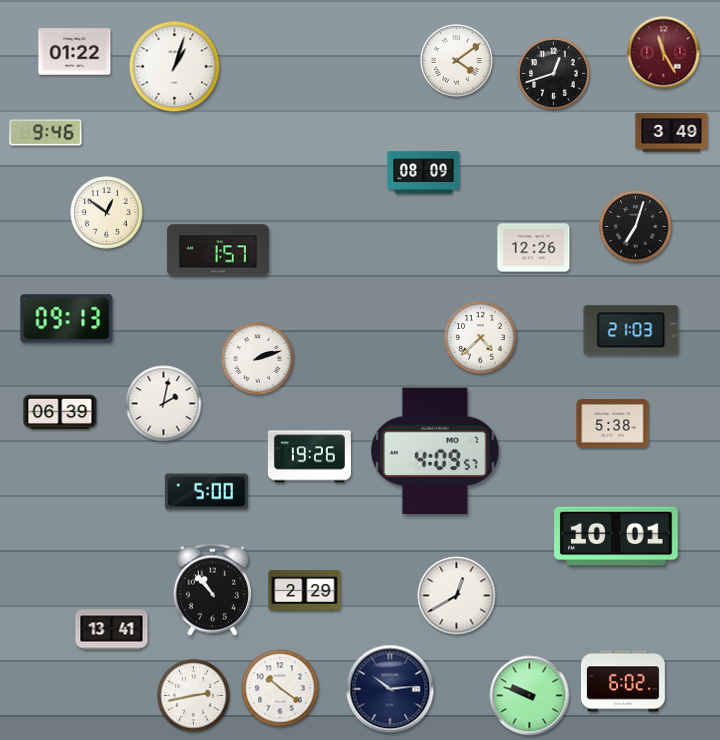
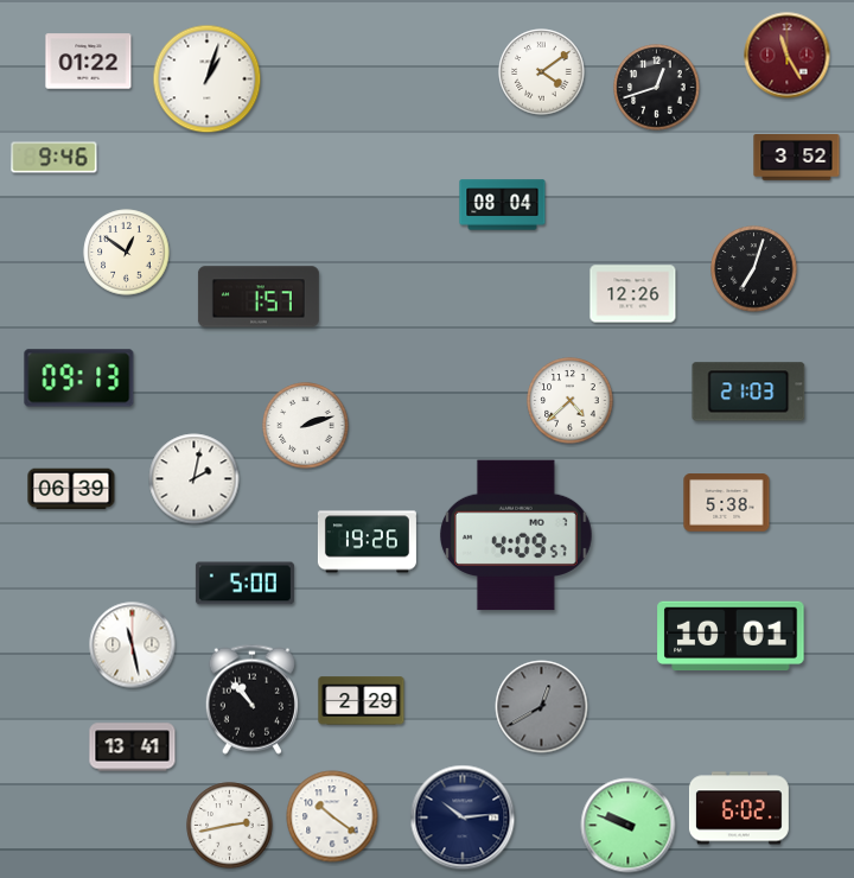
clock at (664, 53) position: (664, 53) -> (788, 56)
clock at (672, 133): 3:49 -> 3:52
clock at (424, 173): 08:09 -> 08:04
clock at (133, 645): none -> 11:28
clock at (457, 596) dial: white -> grey
